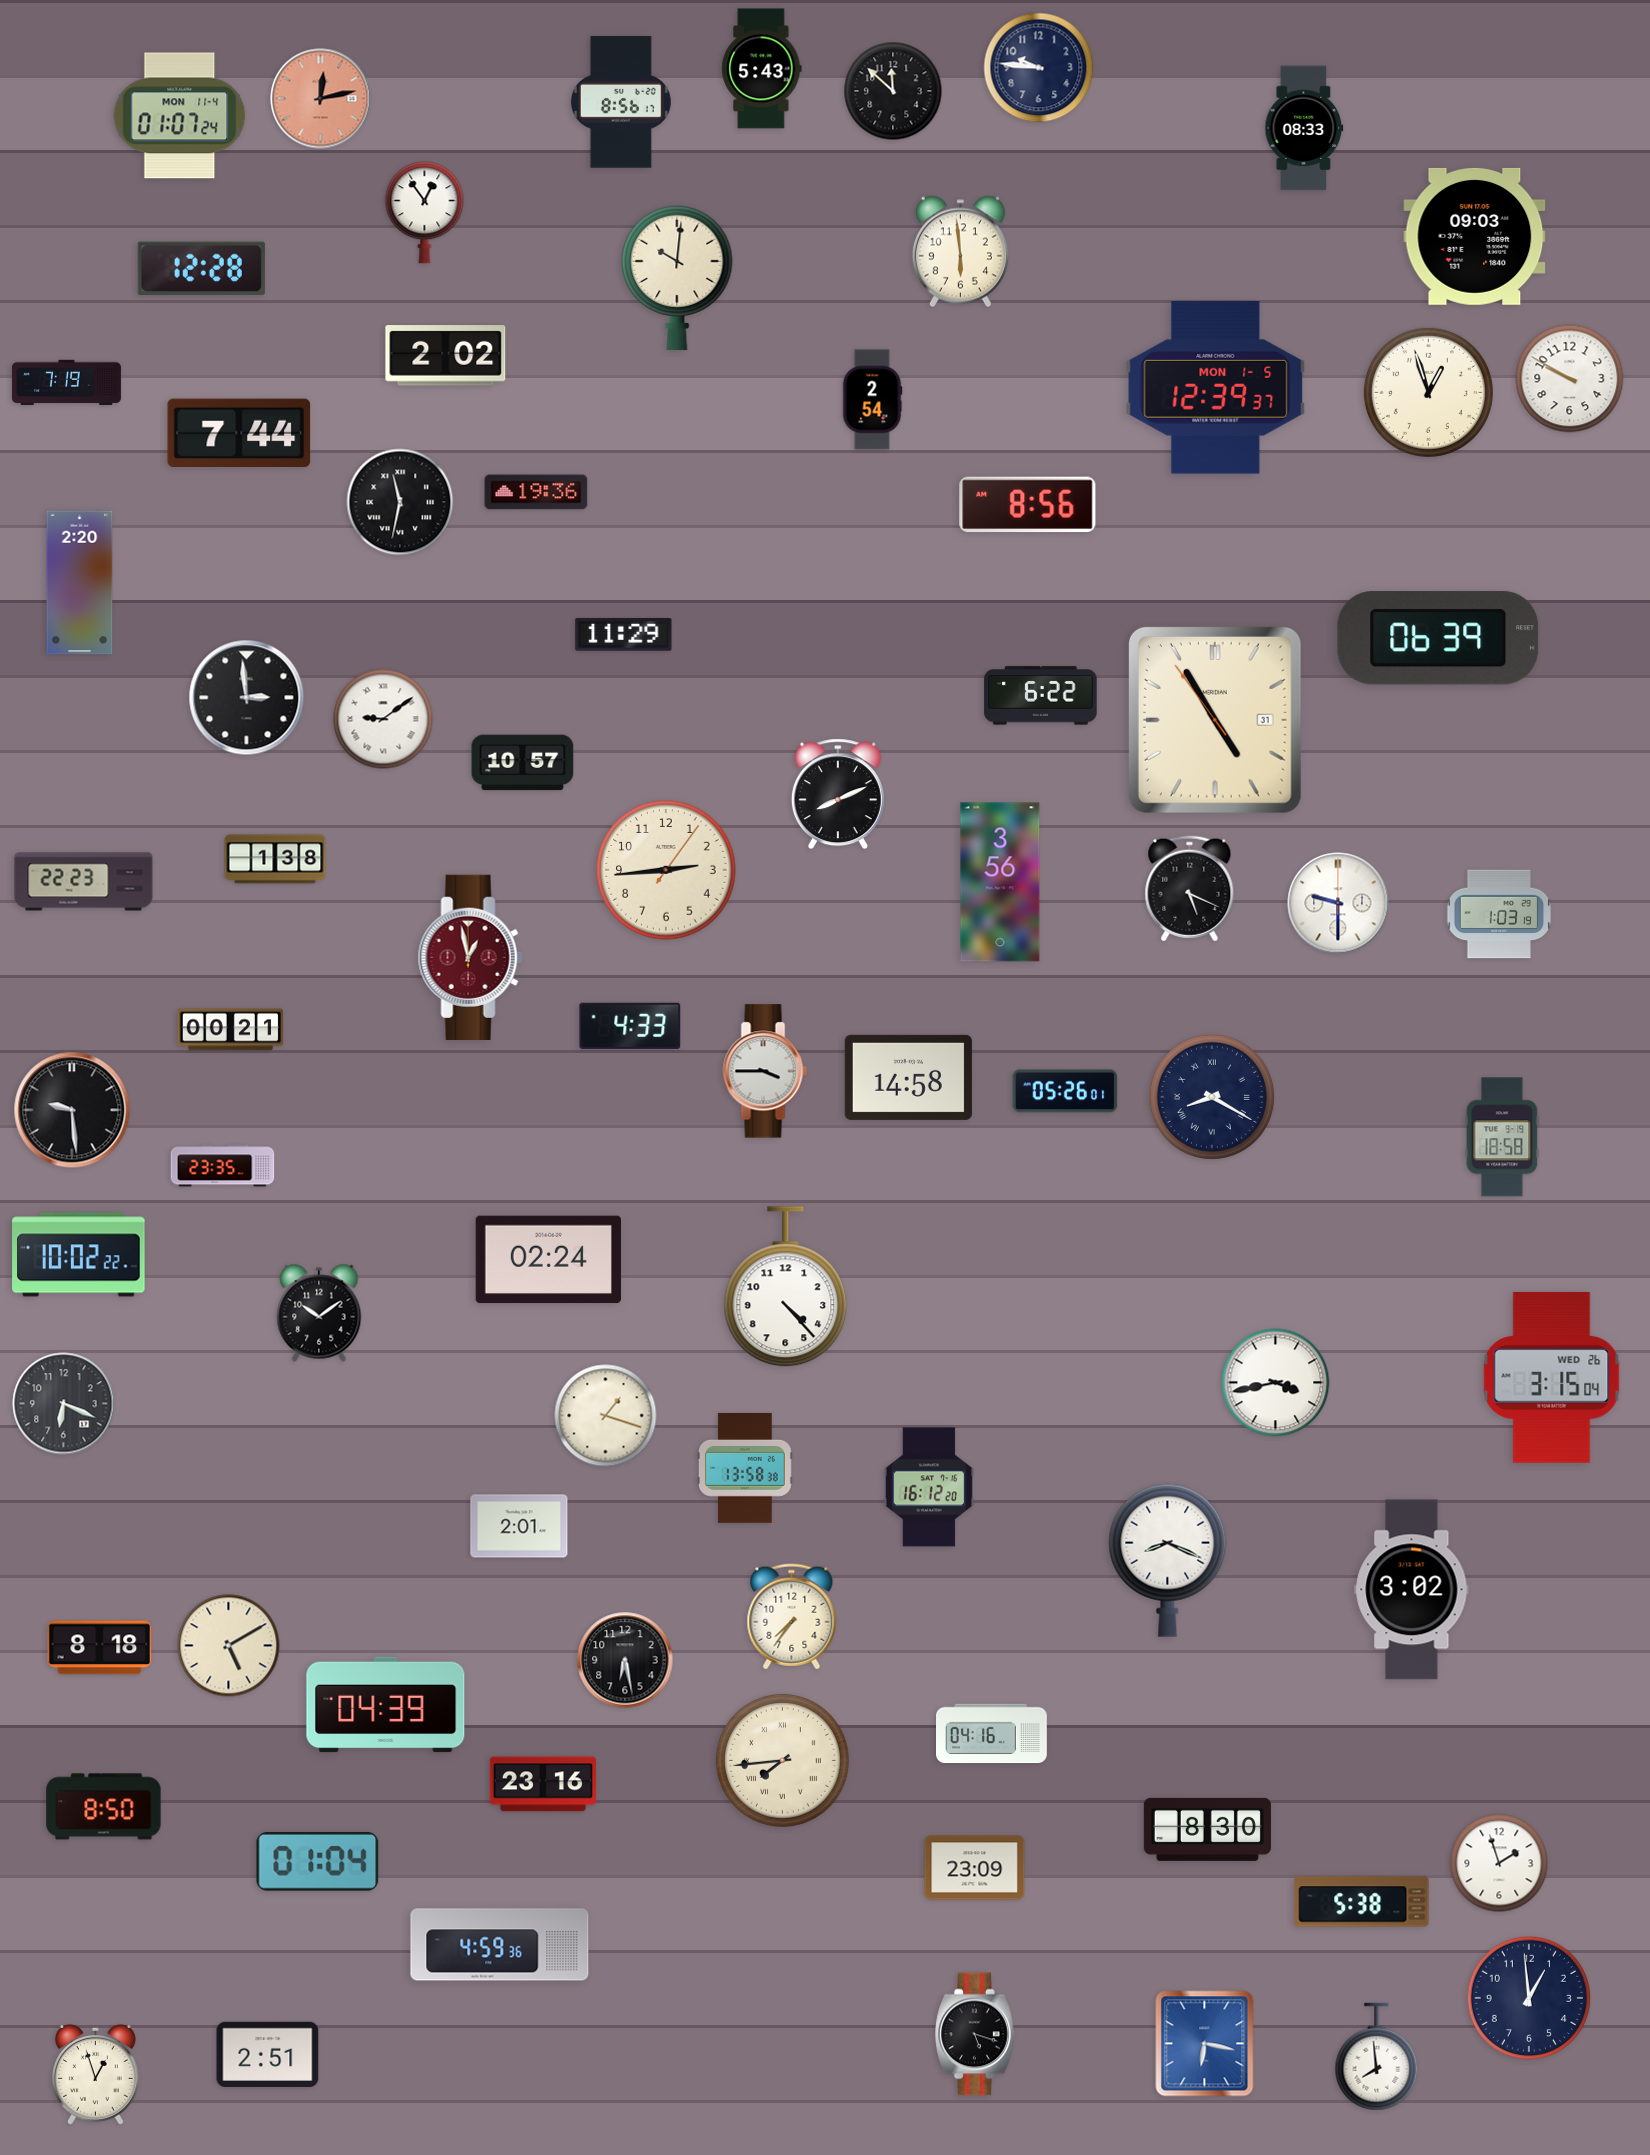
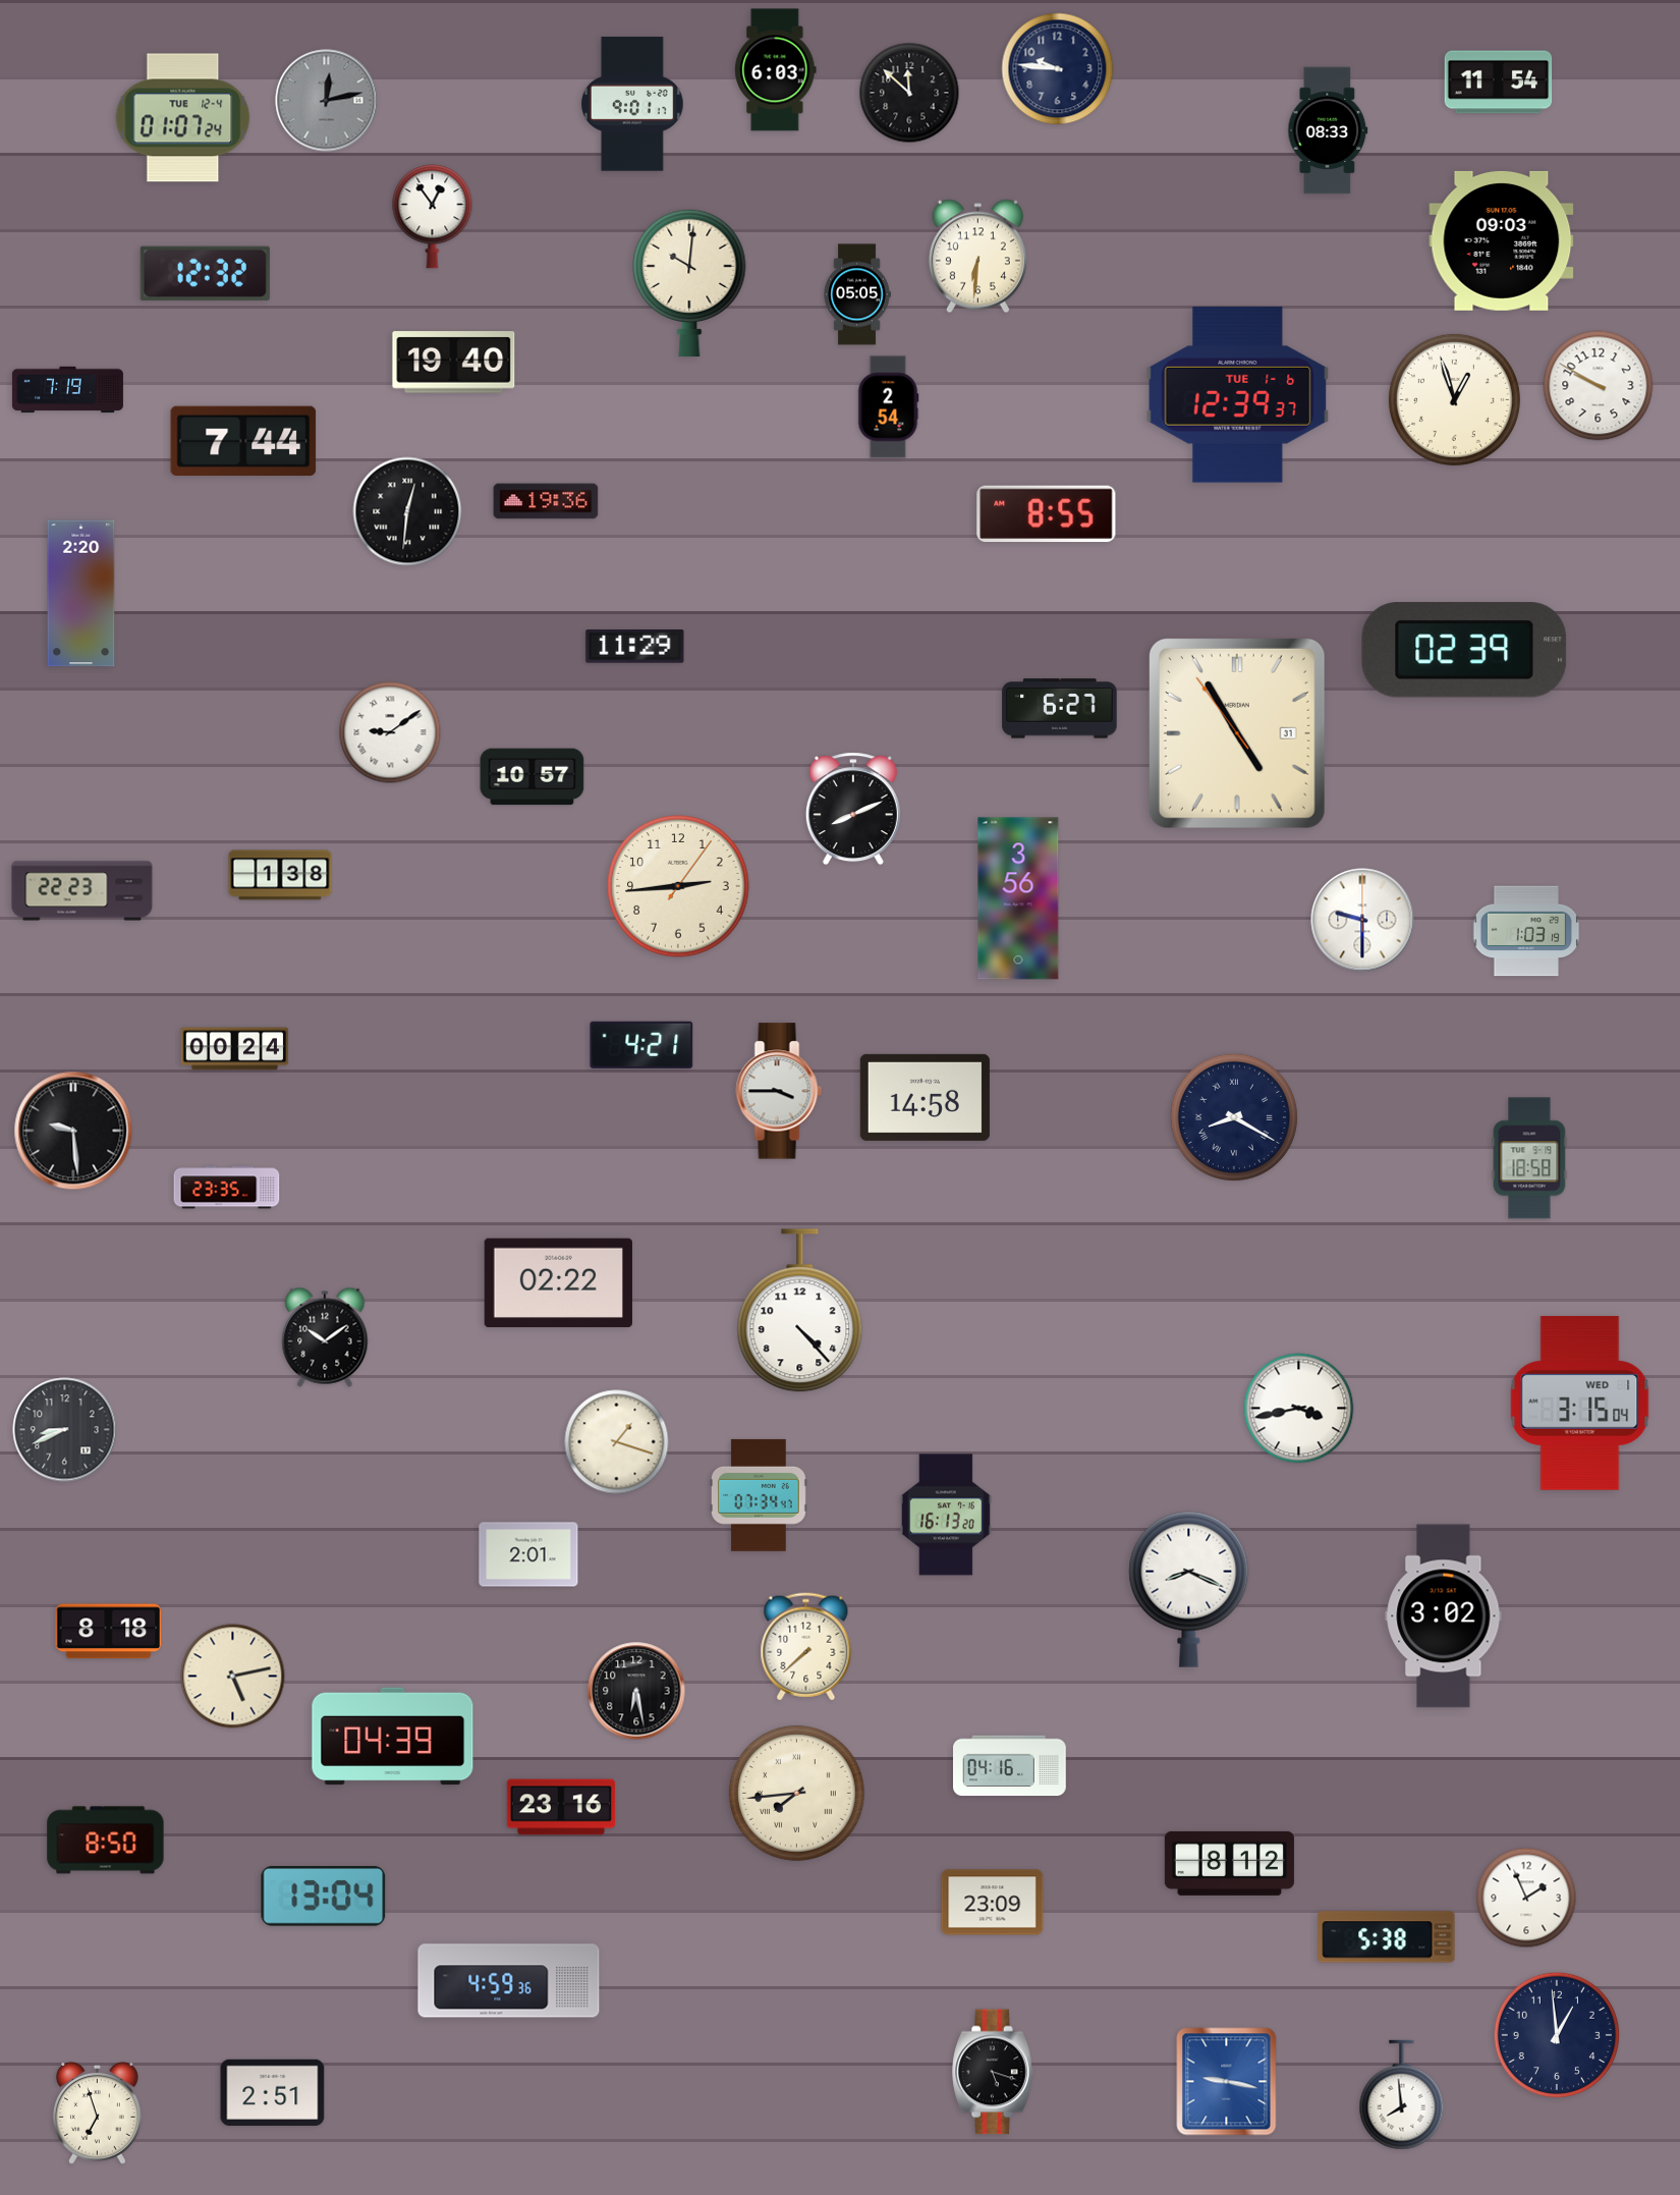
clock at (762, 69): 5:43 -> 6:03
clock at (1499, 83): none -> 11:54
clock at (321, 99) dial: salmon -> grey
clock at (621, 102): 8:56 -> 9:01
clock at (180, 116) date: MON 11-4 -> TUE 12-4
clock at (960, 252): 5:59 -> 6:31
clock at (201, 268): 12:28 -> 12:32
clock at (857, 294): none -> 05:05
clock at (446, 356): 2:02 -> 19:40
clock at (1216, 388) date: MON 1-5 -> TUE 1-6
clock at (400, 502): 11:32 -> 12:31
clock at (1028, 505): 8:56 -> 8:55
clock at (1438, 638): 06:39 -> 02:39
clock at (1041, 696): 6:22 -> 6:27
clock at (247, 698): 2:59 -> none
clock at (84, 882) position: (84, 882) -> (82, 891)
clock at (1190, 889): 5:19 -> none
clock at (470, 957): 12:58 -> none
clock at (630, 1026): 4:33 -> 4:21
clock at (231, 1030): 00:21 -> 00:24
clock at (1065, 1091): 05:26 -> none
clock at (79, 1255): 10:02 -> none
clock at (548, 1260): 02:24 -> 02:22
clock at (1552, 1378) date: WED 26 -> WED 1
clock at (64, 1404): 6:19 -> 8:41
clock at (745, 1468): 13:58 -> 07:34
clock at (929, 1487): 16:12 -> 16:13
clock at (1412, 1590) position: (1412, 1590) -> (1444, 1616)
clock at (792, 1617): 7:36 -> 7:38
clock at (229, 1646): 5:10 -> 5:13
clock at (100, 1648) position: (100, 1648) -> (109, 1632)
clock at (543, 1784) position: (543, 1784) -> (561, 1807)
clock at (1207, 1829): 8:30 -> 8:12
clock at (318, 1862): 01:04 -> 13:04
clock at (1499, 1863): 1:57 -> 1:56
clock at (1205, 2044): 6:17 -> 9:17
clock at (95, 2075): 12:57 -> 6:57
